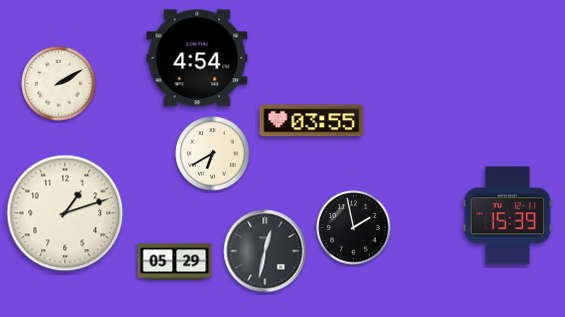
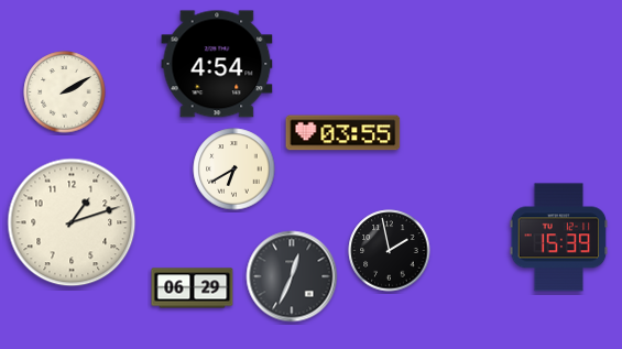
clock at (65, 213) position: (65, 213) -> (72, 222)
clock at (265, 251): 12:32 -> 12:34
clock at (175, 262): 05:29 -> 06:29
